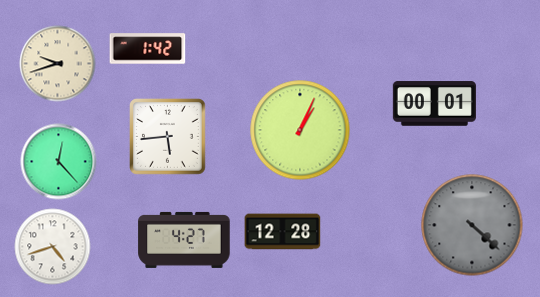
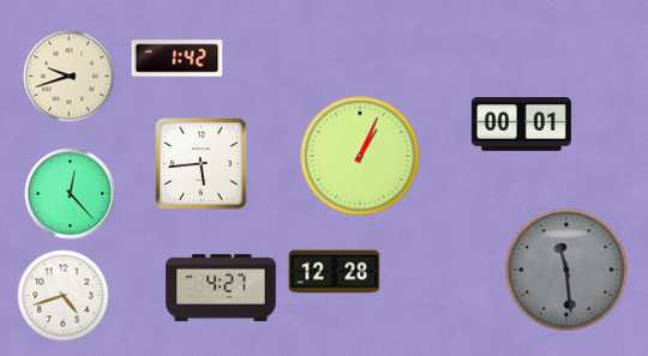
clock at (472, 225): 4:22 -> 11:29
clock at (283, 232) position: (283, 232) -> (335, 272)
